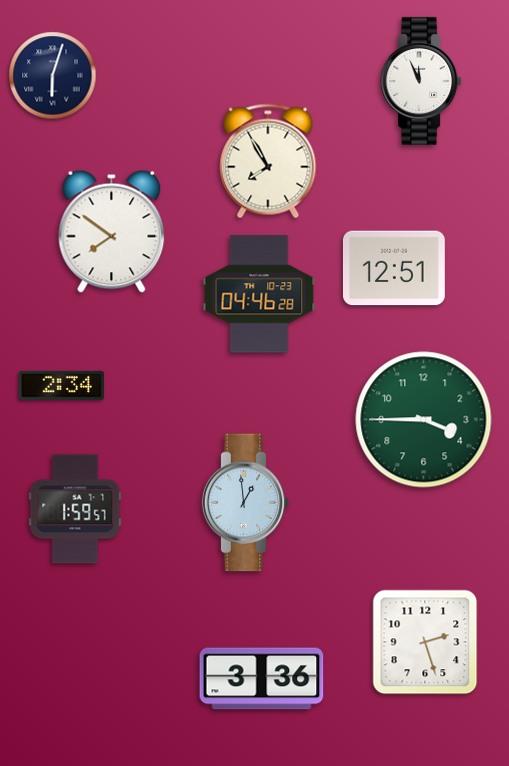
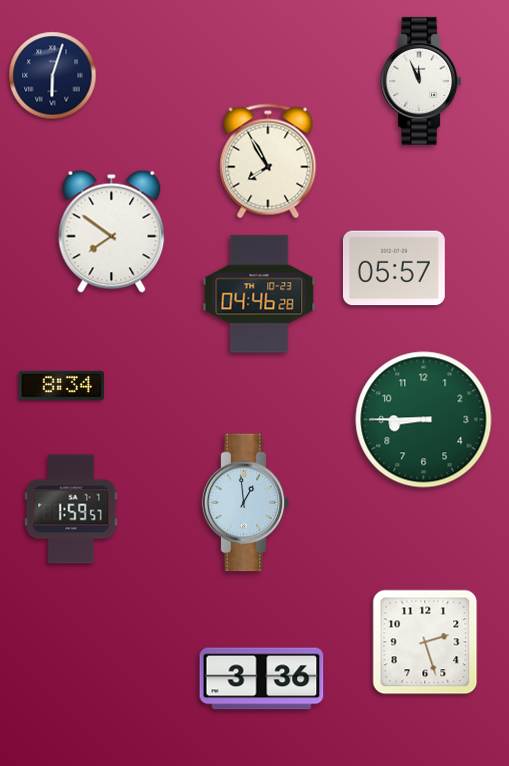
clock at (394, 268): 12:51 -> 05:57
clock at (62, 385): 2:34 -> 8:34
clock at (424, 420): 3:45 -> 8:45
clock at (75, 509) position: (75, 509) -> (71, 509)
